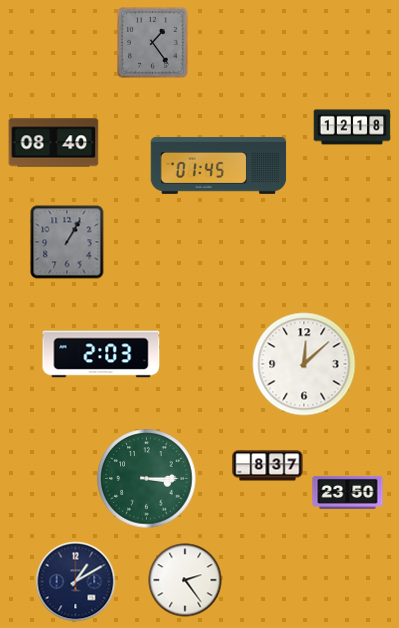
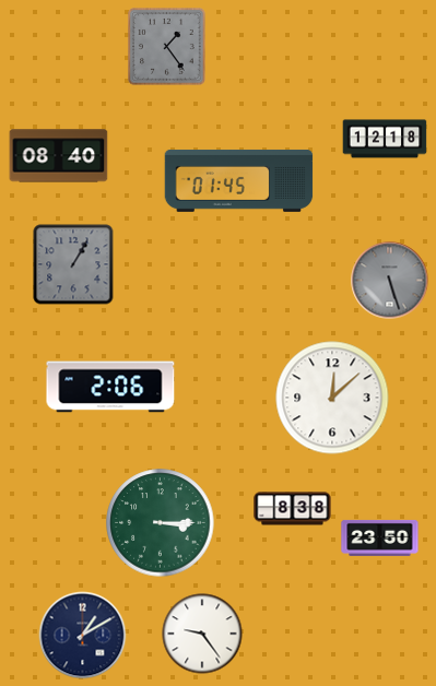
clock at (390, 281): none -> 5:27
clock at (101, 354): 2:03 -> 2:06
clock at (268, 466): 8:37 -> 8:38
clock at (185, 580): 2:24 -> 9:24
